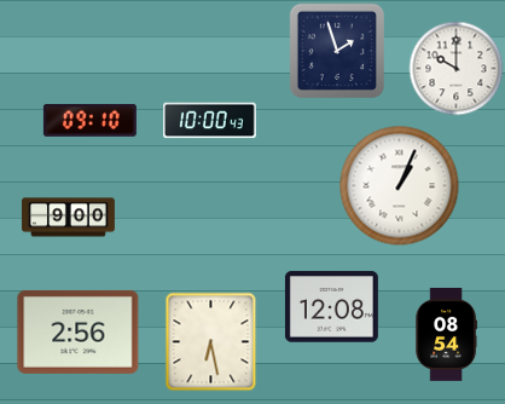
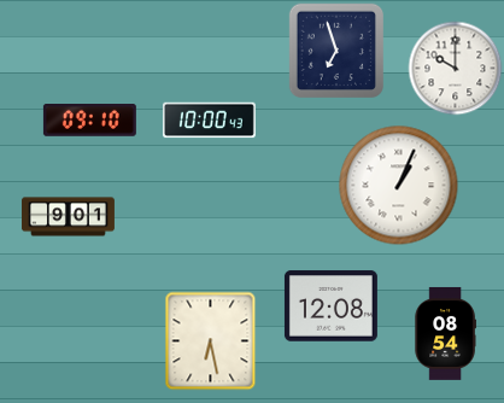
clock at (336, 50): 1:57 -> 6:57
clock at (69, 218): 9:00 -> 9:01
clock at (79, 331): 2:56 -> none
